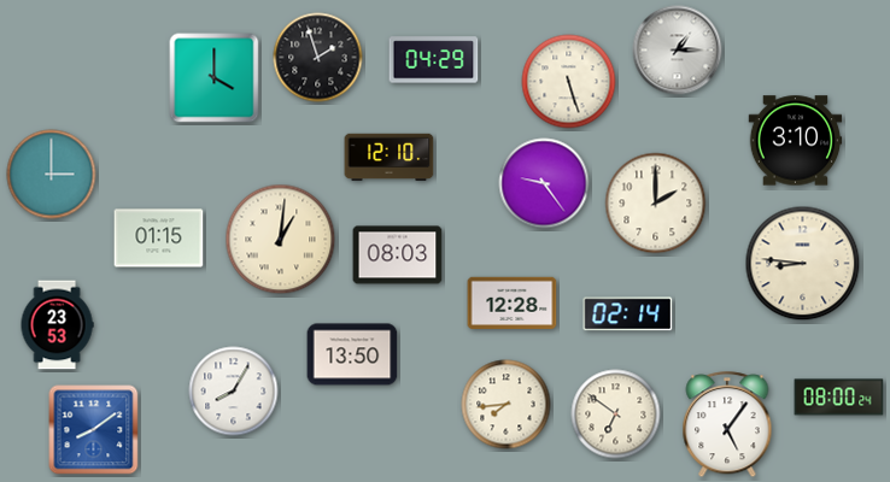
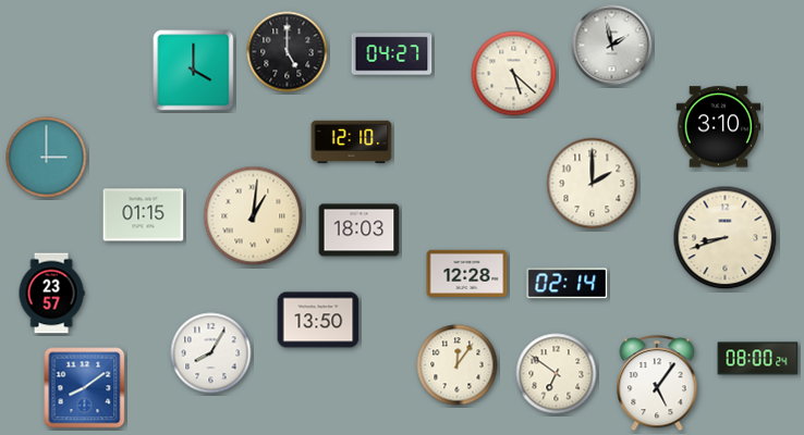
clock at (678, 51): 1:15 -> 1:58
clock at (318, 58): 1:57 -> 5:00
clock at (434, 60): 04:29 -> 04:27
clock at (569, 82): 5:27 -> 5:22
clock at (544, 183): 9:24 -> none
clock at (398, 255): 08:03 -> 18:03
clock at (803, 264): 8:46 -> 8:42
clock at (513, 302) position: (513, 302) -> (467, 273)
clock at (57, 325): 23:53 -> 23:57
clock at (507, 405): 7:44 -> 12:06
